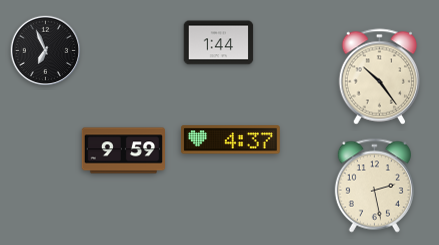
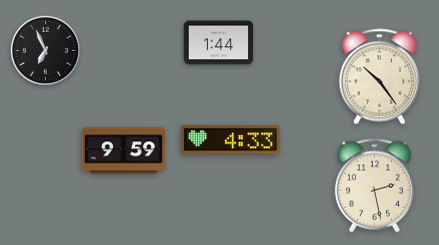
clock at (231, 140): 4:37 -> 4:33
